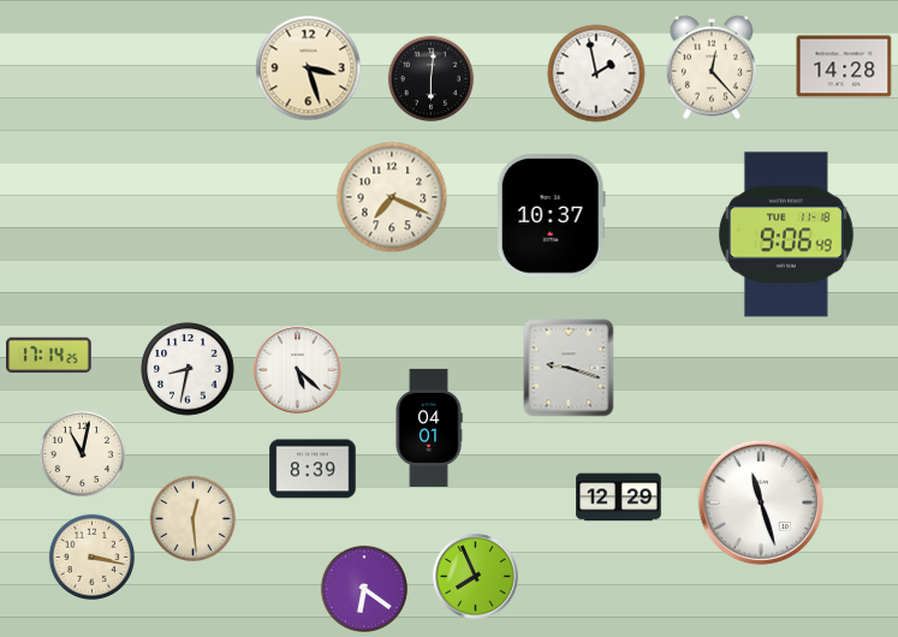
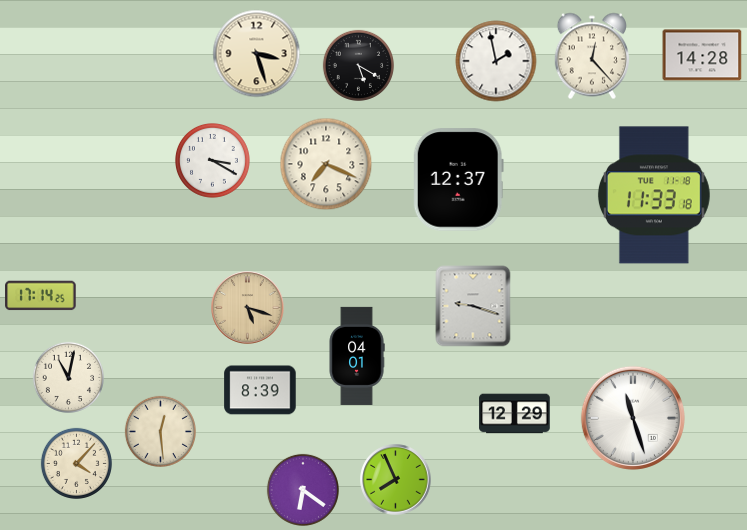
clock at (309, 69) position: (309, 69) -> (257, 54)
clock at (430, 78): 6:01 -> 5:20
clock at (213, 161): none -> 3:20
clock at (551, 216): 10:37 -> 12:37
clock at (786, 234): 9:06 -> 11:33
clock at (188, 369): 8:32 -> none
clock at (298, 370): 5:22 -> 5:18
clock at (298, 370) dial: white -> champagne
clock at (91, 556): 3:17 -> 4:07
